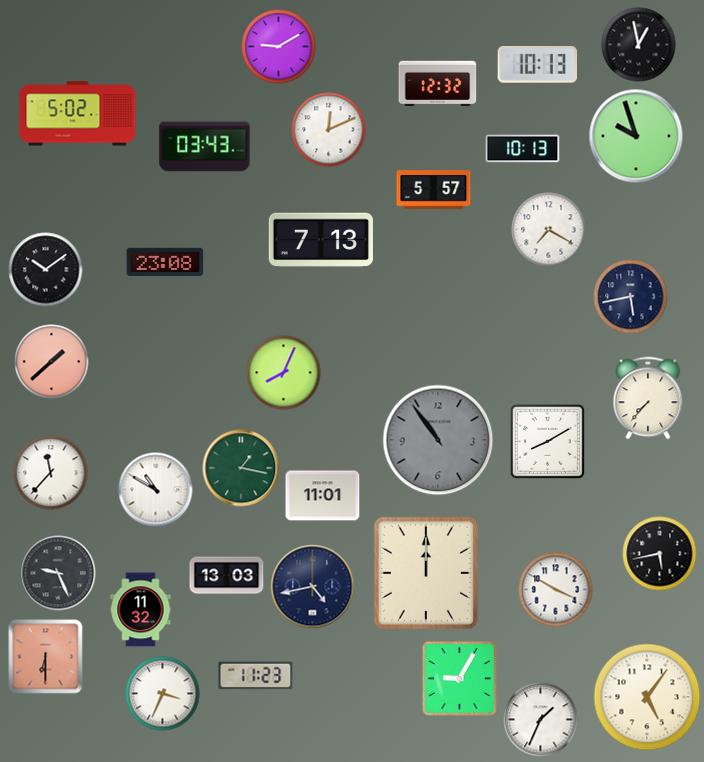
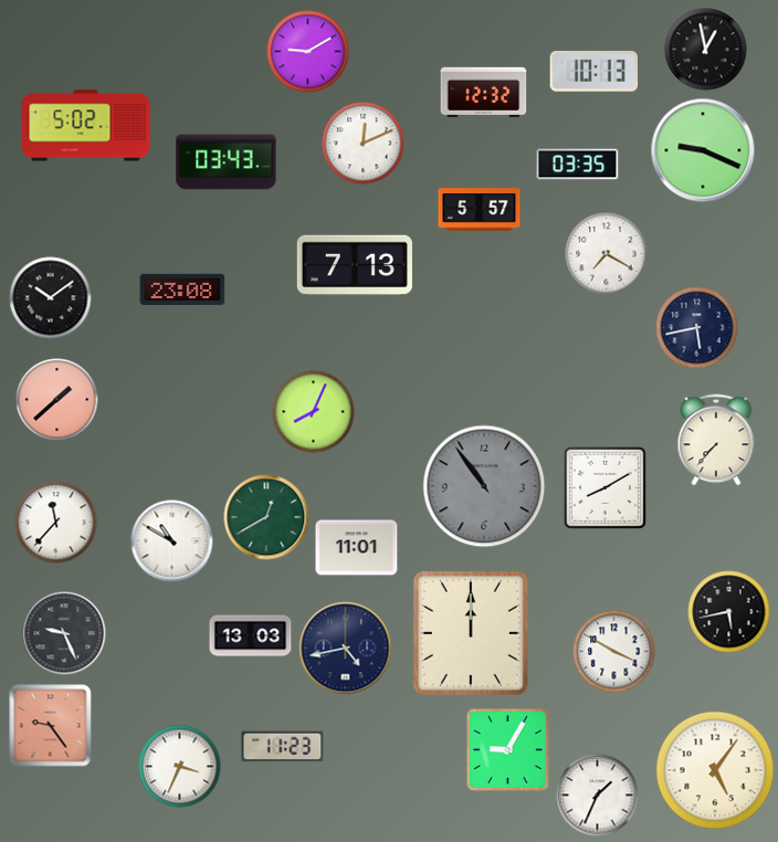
clock at (636, 136): 9:57 -> 9:19
clock at (523, 149): 10:13 -> 03:35
clock at (241, 468): 1:17 -> 12:40
clock at (141, 610): 11:32 -> none
clock at (46, 657): 6:30 -> 9:24
